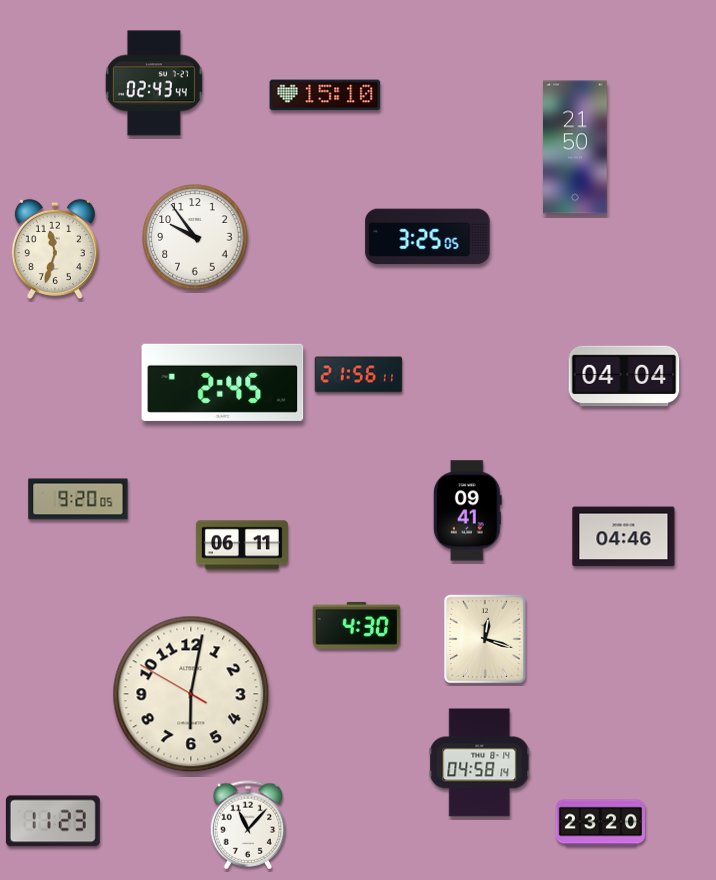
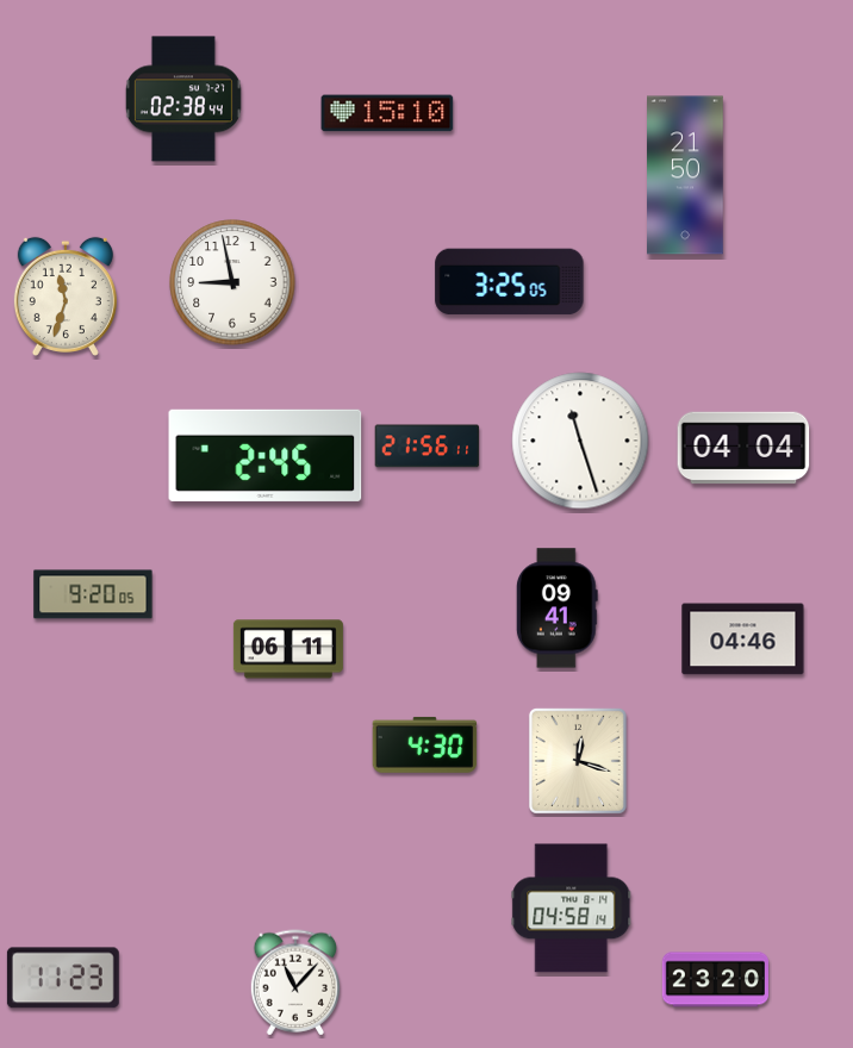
clock at (154, 83): 02:43 -> 02:38
clock at (195, 237): 9:54 -> 8:58
clock at (580, 441): none -> 11:27
clock at (191, 694): 6:01 -> none
